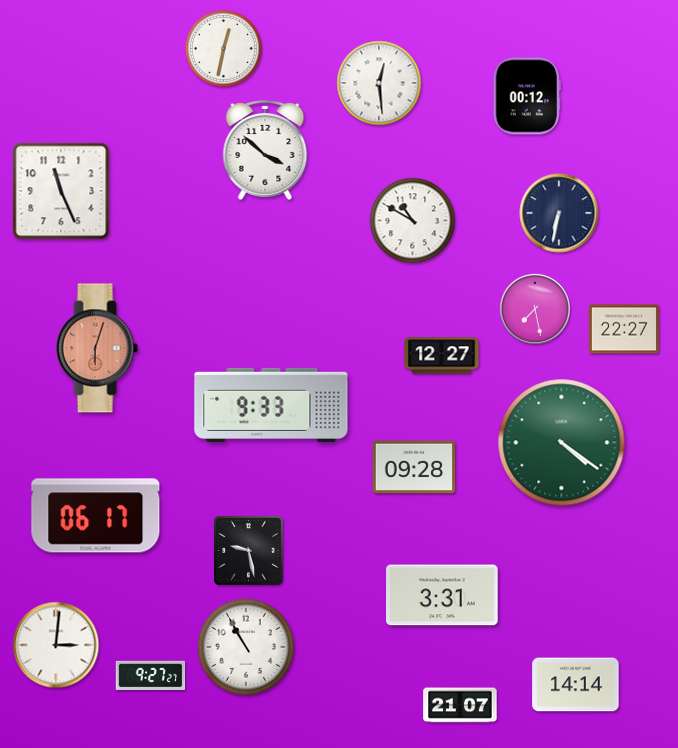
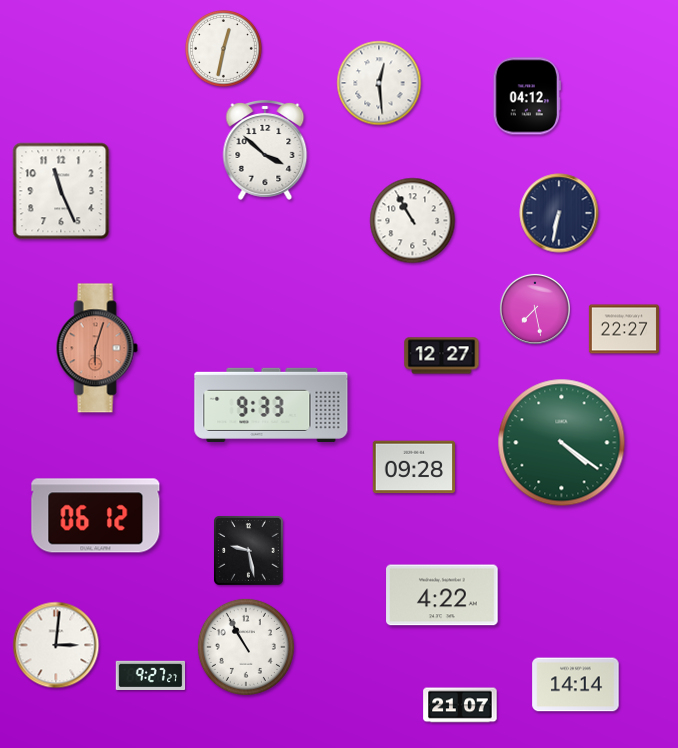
clock at (527, 96): 00:12 -> 04:12
clock at (413, 221): 10:50 -> 10:55
clock at (96, 516): 06:17 -> 06:12
clock at (442, 595): 3:31 -> 4:22
